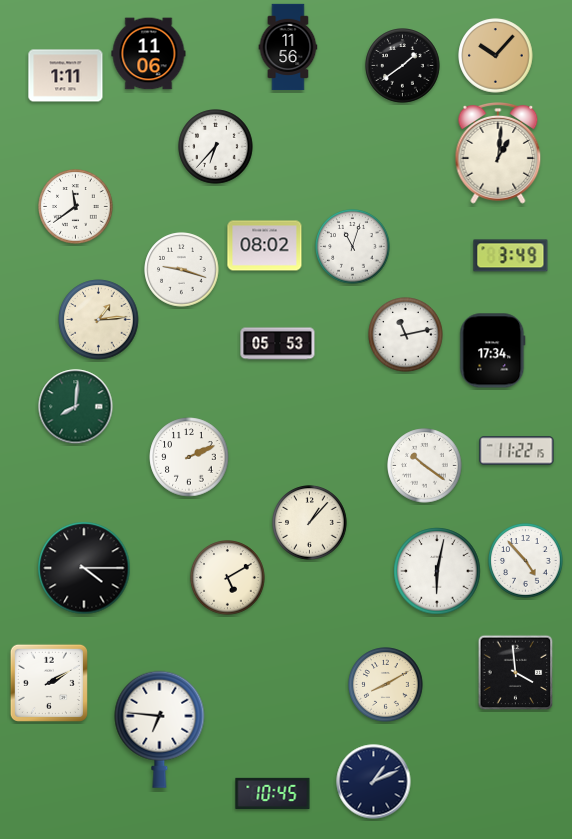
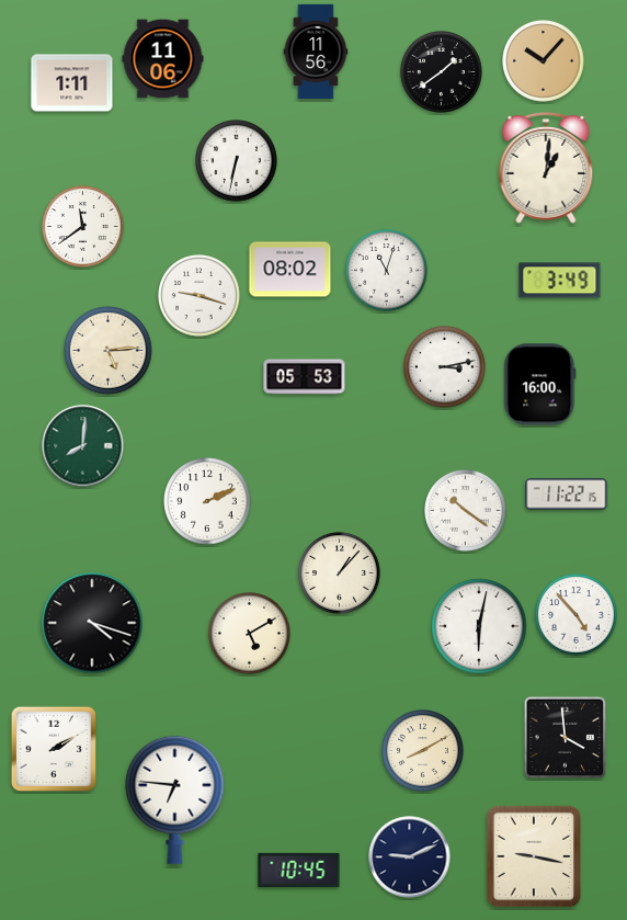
clock at (216, 147): 6:37 -> 6:32
clock at (99, 320): 1:14 -> 5:14
clock at (406, 335): 11:13 -> 3:13
clock at (493, 351): 17:34 -> 16:00
clock at (84, 568): 4:15 -> 4:18
clock at (534, 856): none -> 9:17
clock at (374, 782): 1:11 -> 9:11
